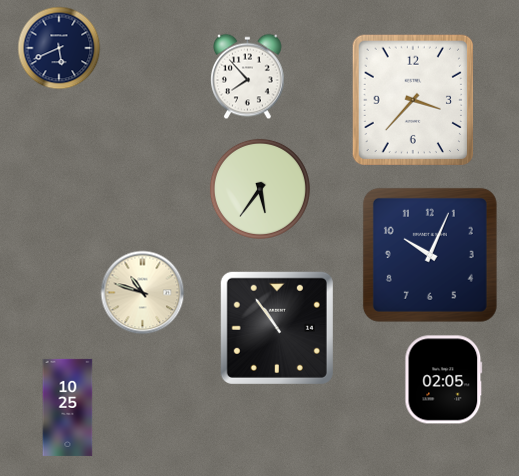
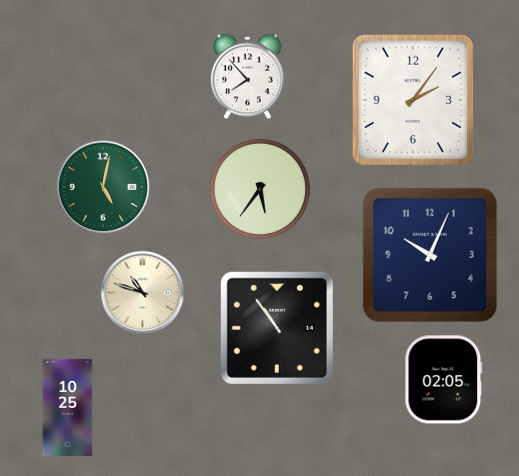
clock at (59, 48): 5:41 -> none
clock at (412, 99): 3:37 -> 2:06
clock at (103, 187): none -> 5:02
